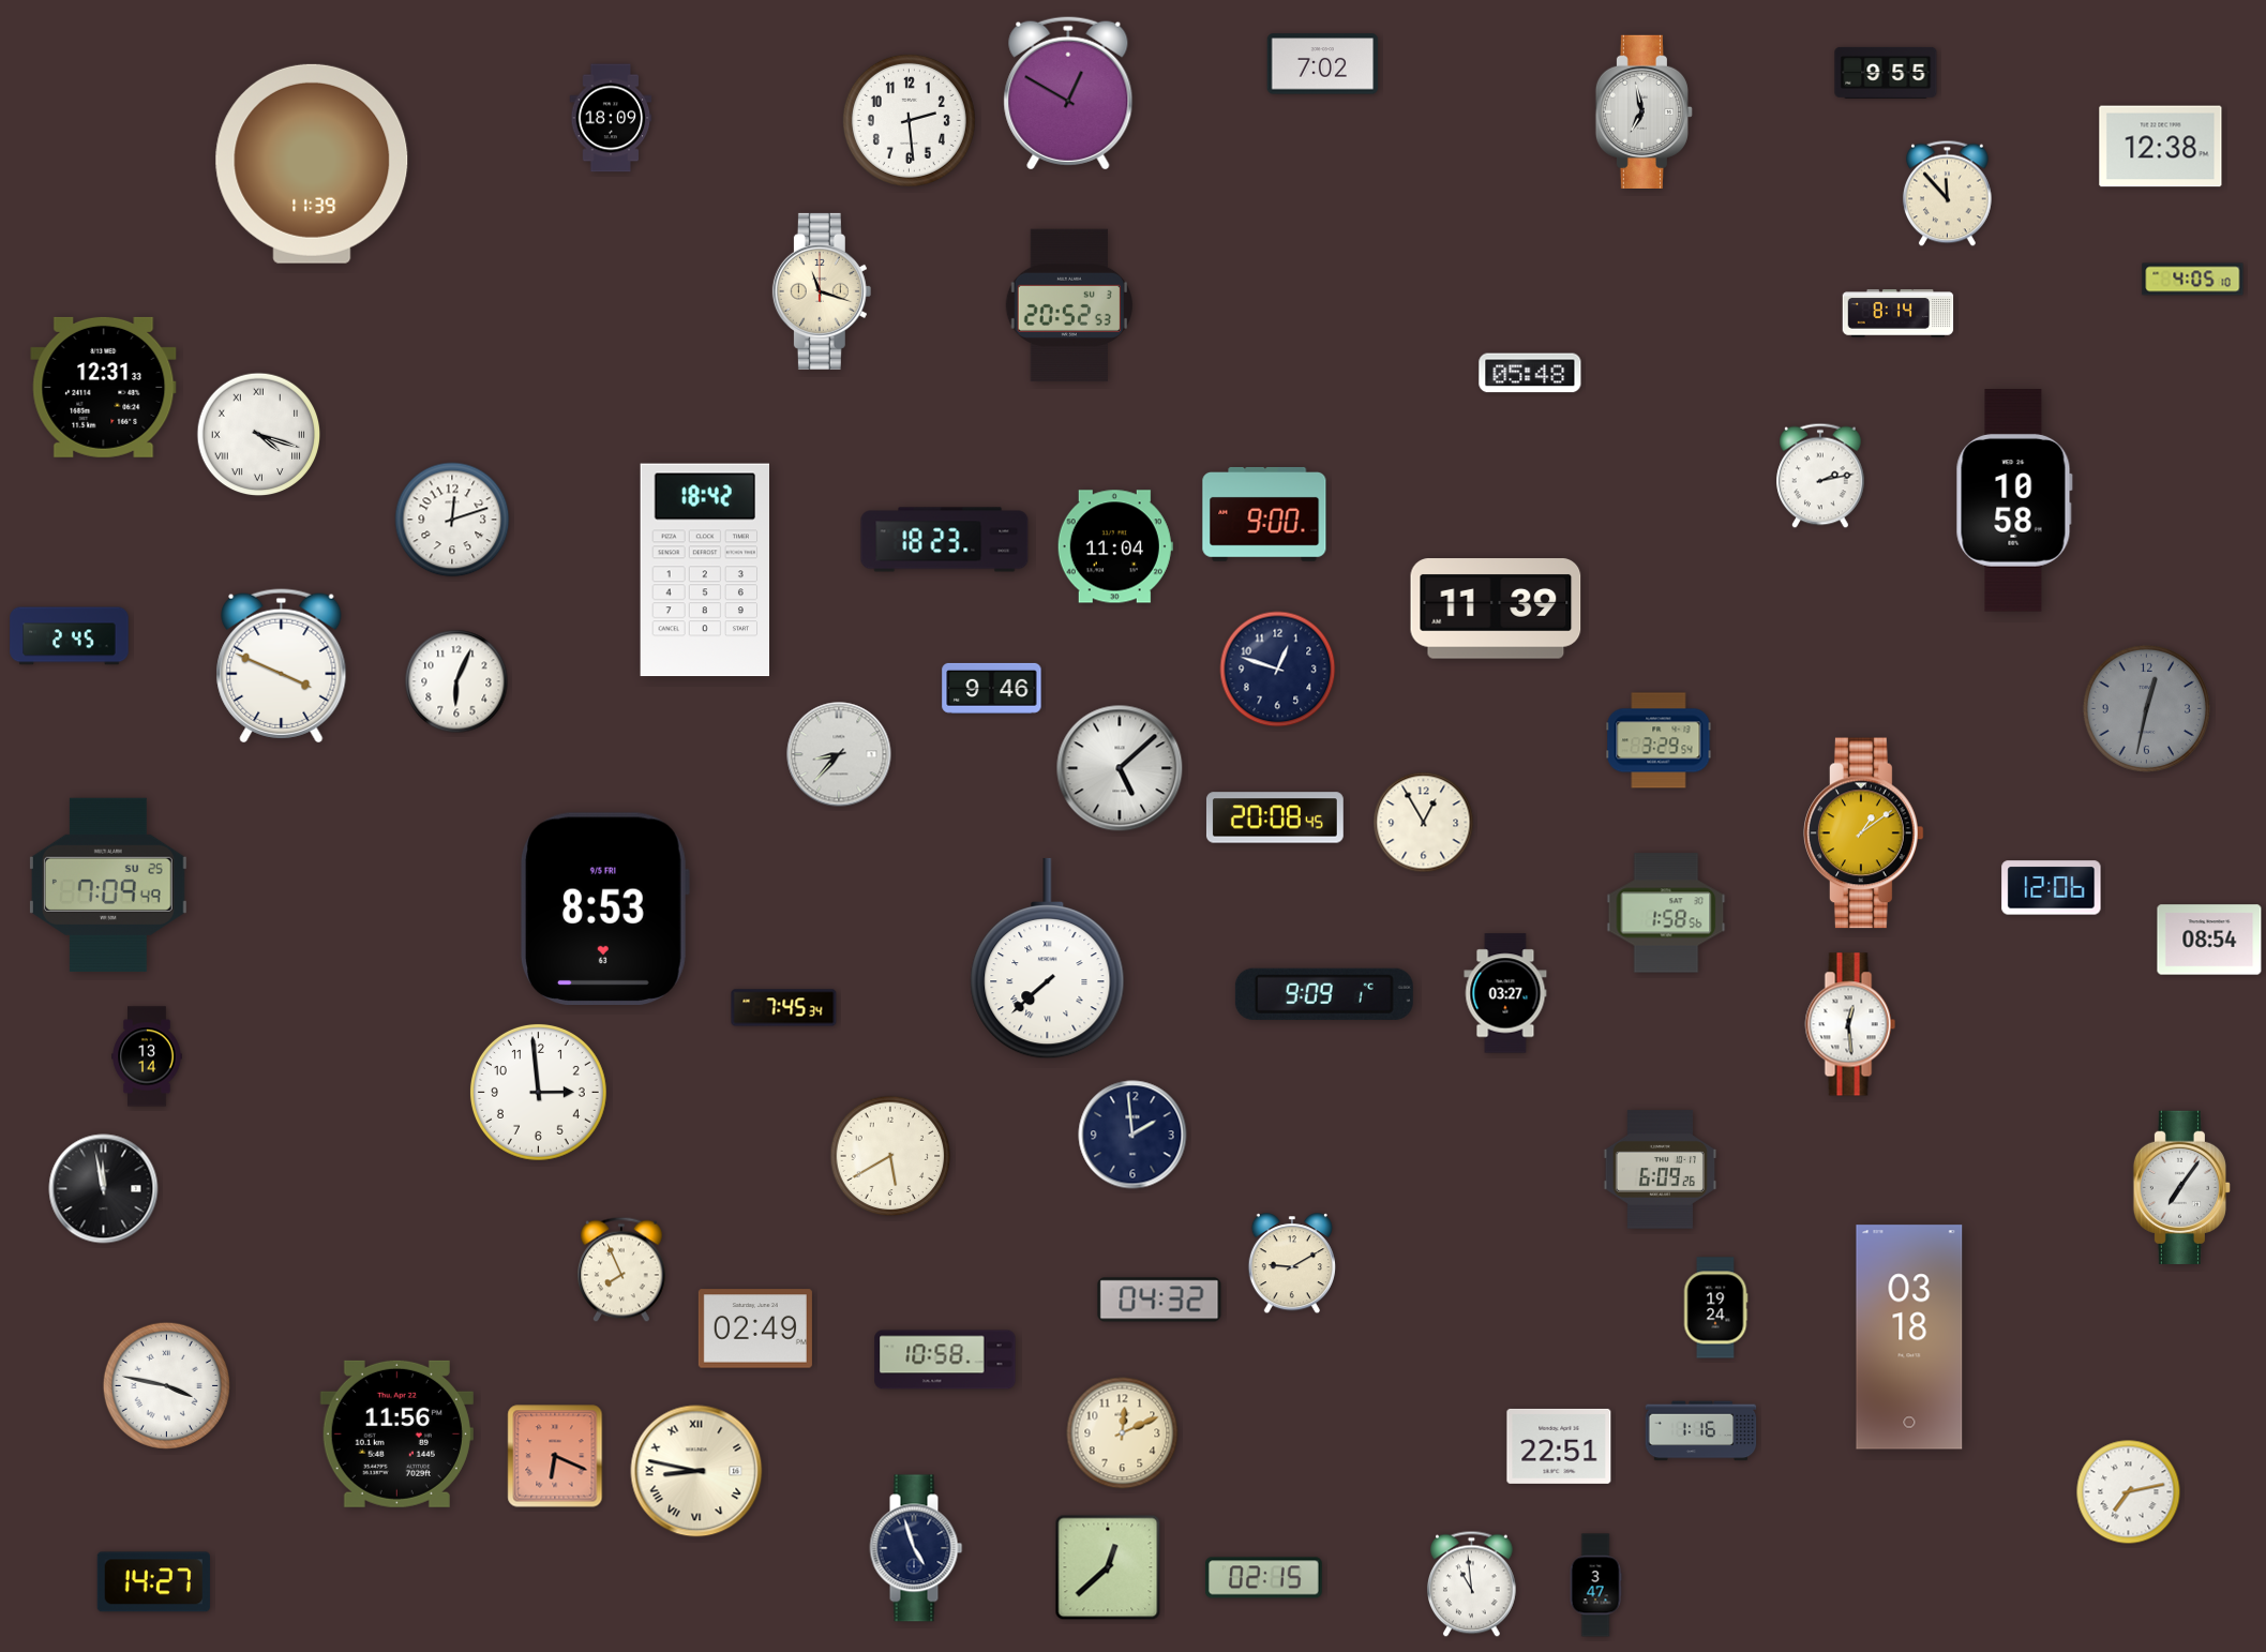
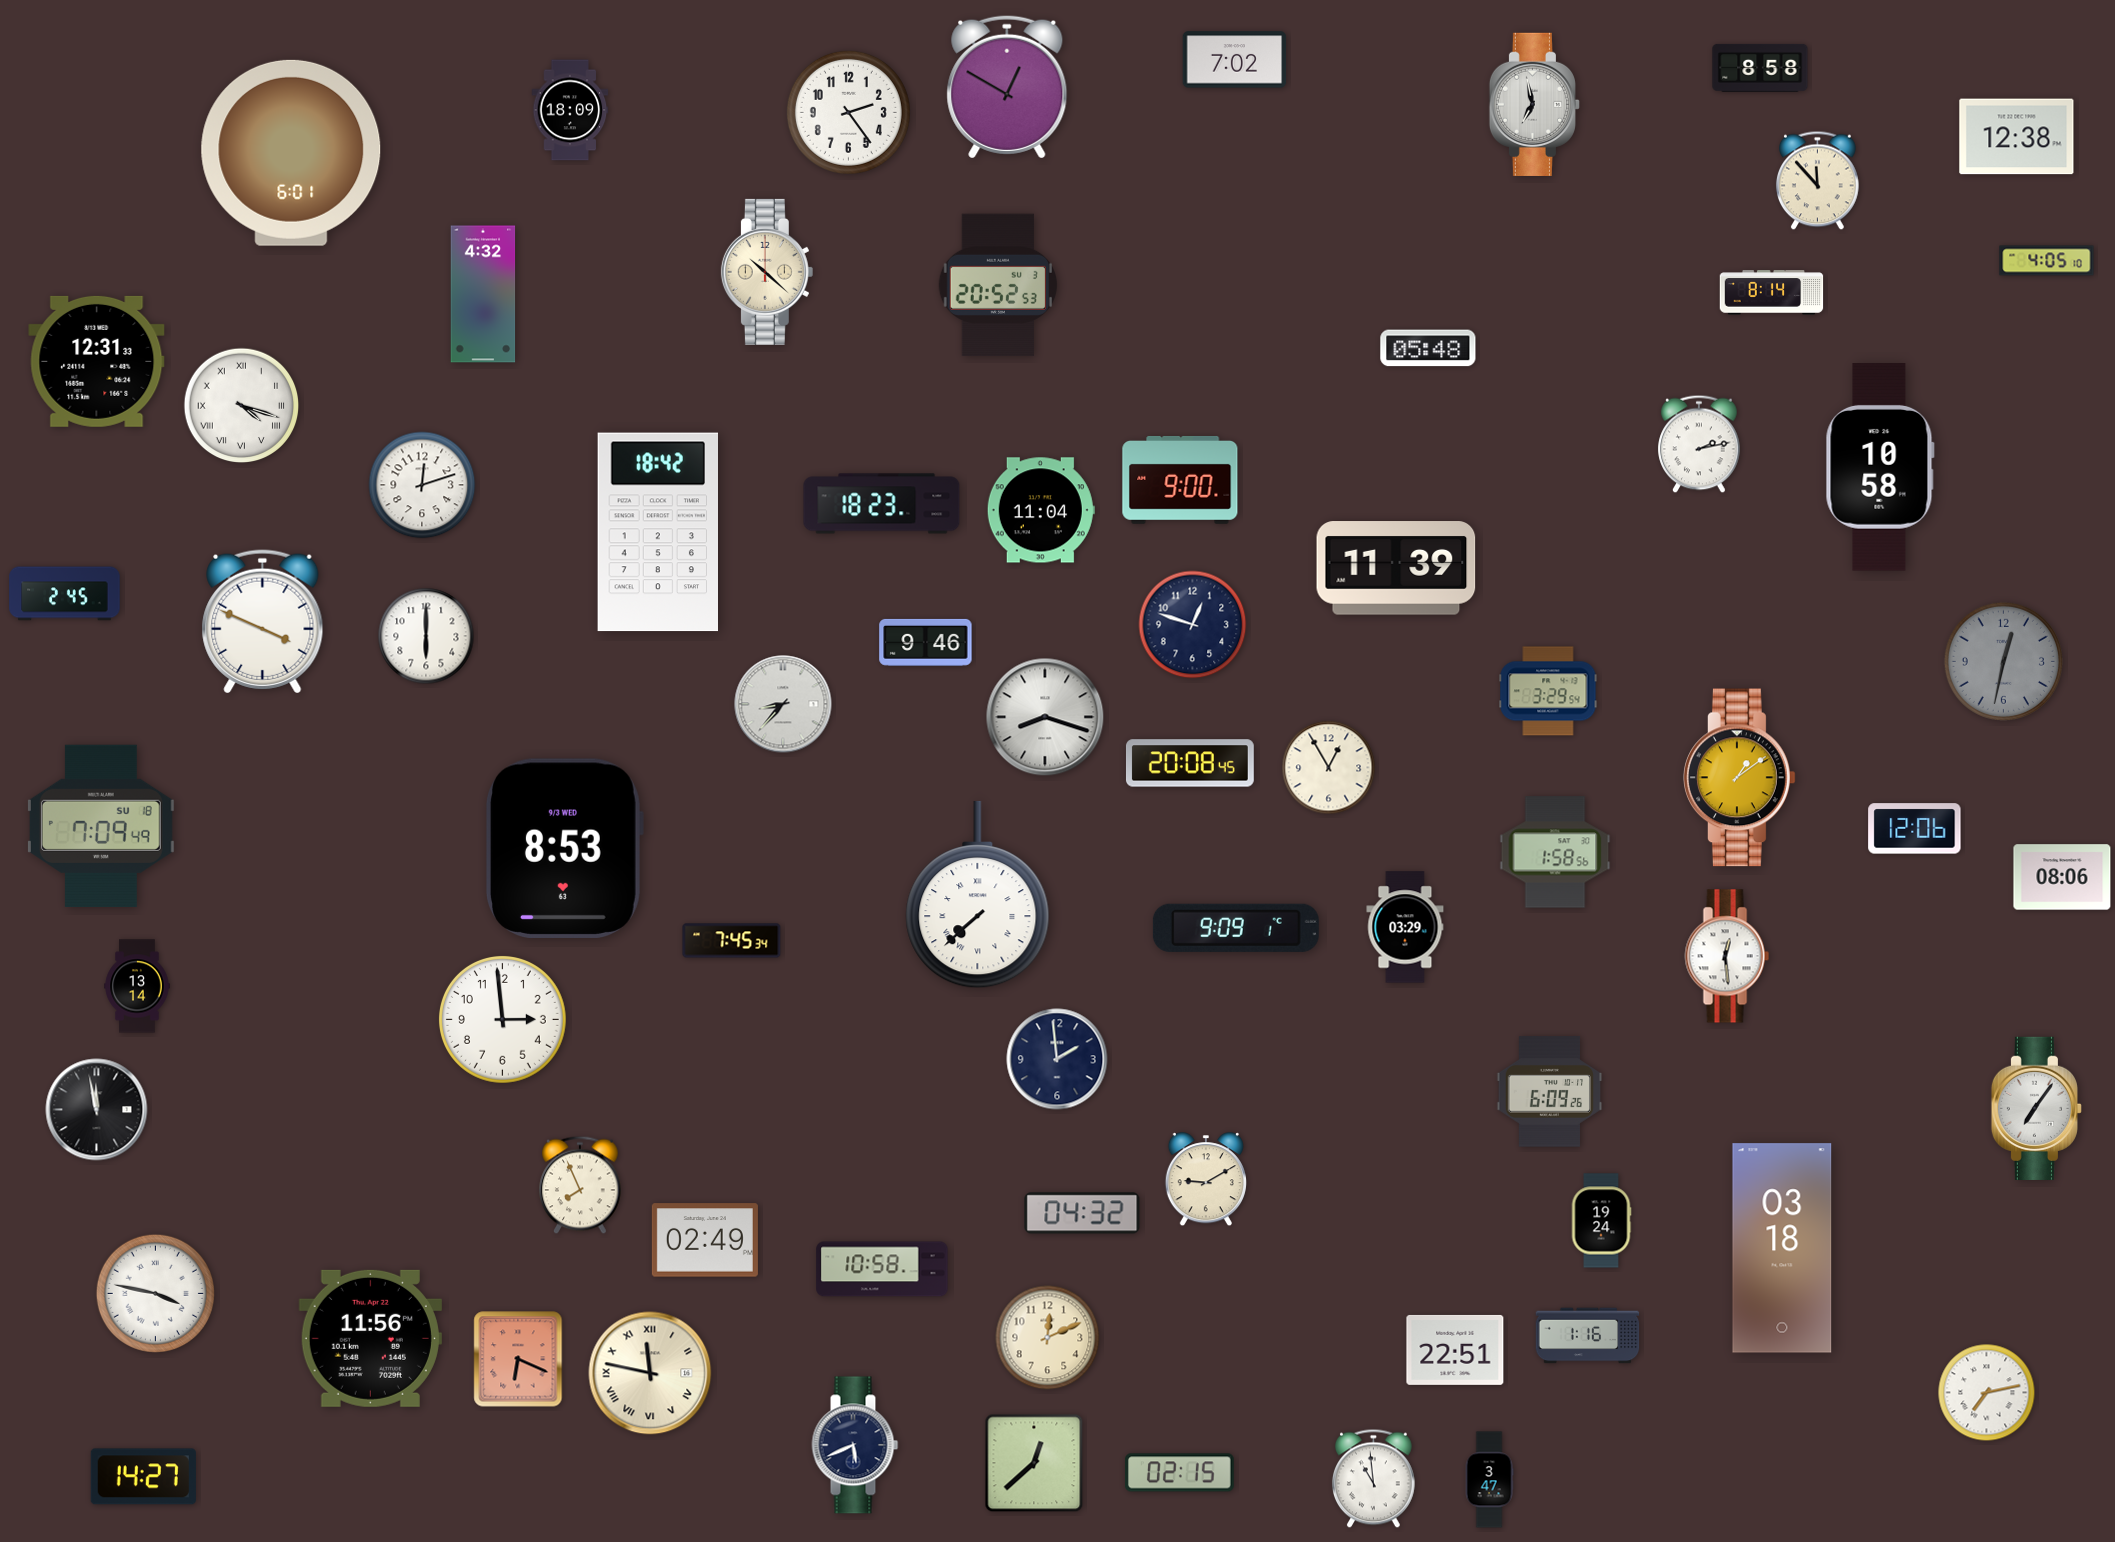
clock at (1886, 73): 9:55 -> 8:58
clock at (1068, 93) position: (1068, 93) -> (1007, 87)
clock at (909, 120): 2:29 -> 2:24
clock at (312, 164): 11:39 -> 6:01
clock at (822, 291): 11:18 -> 10:22
clock at (483, 294): none -> 4:32
clock at (456, 681): 6:04 -> 6:00
clock at (1120, 768): 5:08 -> 8:18
clock at (108, 885) date: SU 25 -> SU 18
clock at (604, 908) date: 9/5 FRI -> 9/3 WED
clock at (2209, 940): 08:54 -> 08:06
clock at (1505, 993): 03:27 -> 03:29
clock at (890, 1156): 5:40 -> none
clock at (696, 1471): 8:47 -> 11:47
clock at (916, 1548): 4:57 -> 5:41
